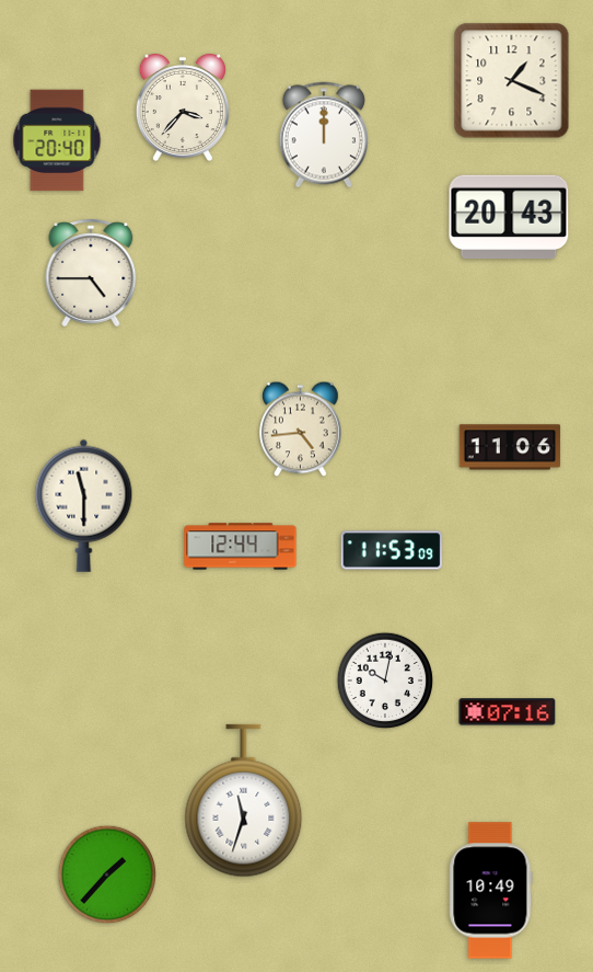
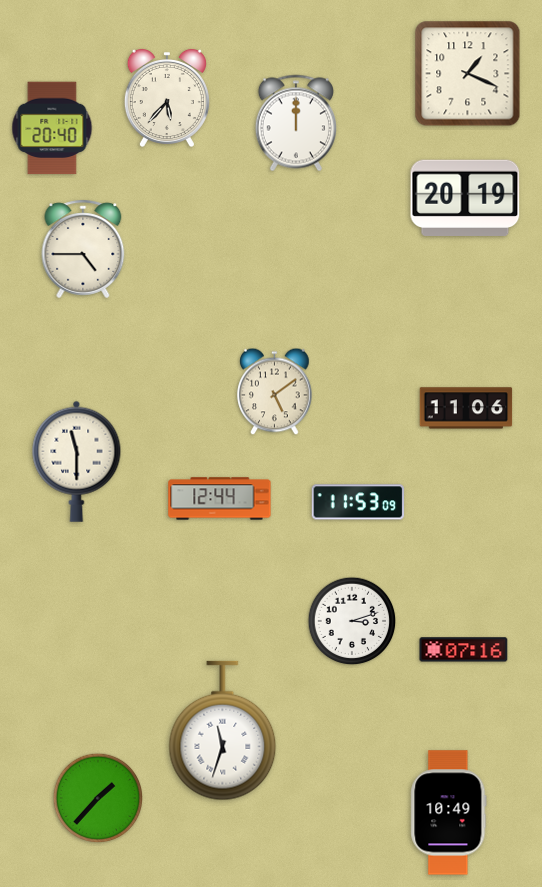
clock at (183, 107): 3:37 -> 5:37
clock at (509, 216): 20:43 -> 20:19
clock at (301, 430): 4:44 -> 5:09
clock at (385, 681): 10:02 -> 3:12
